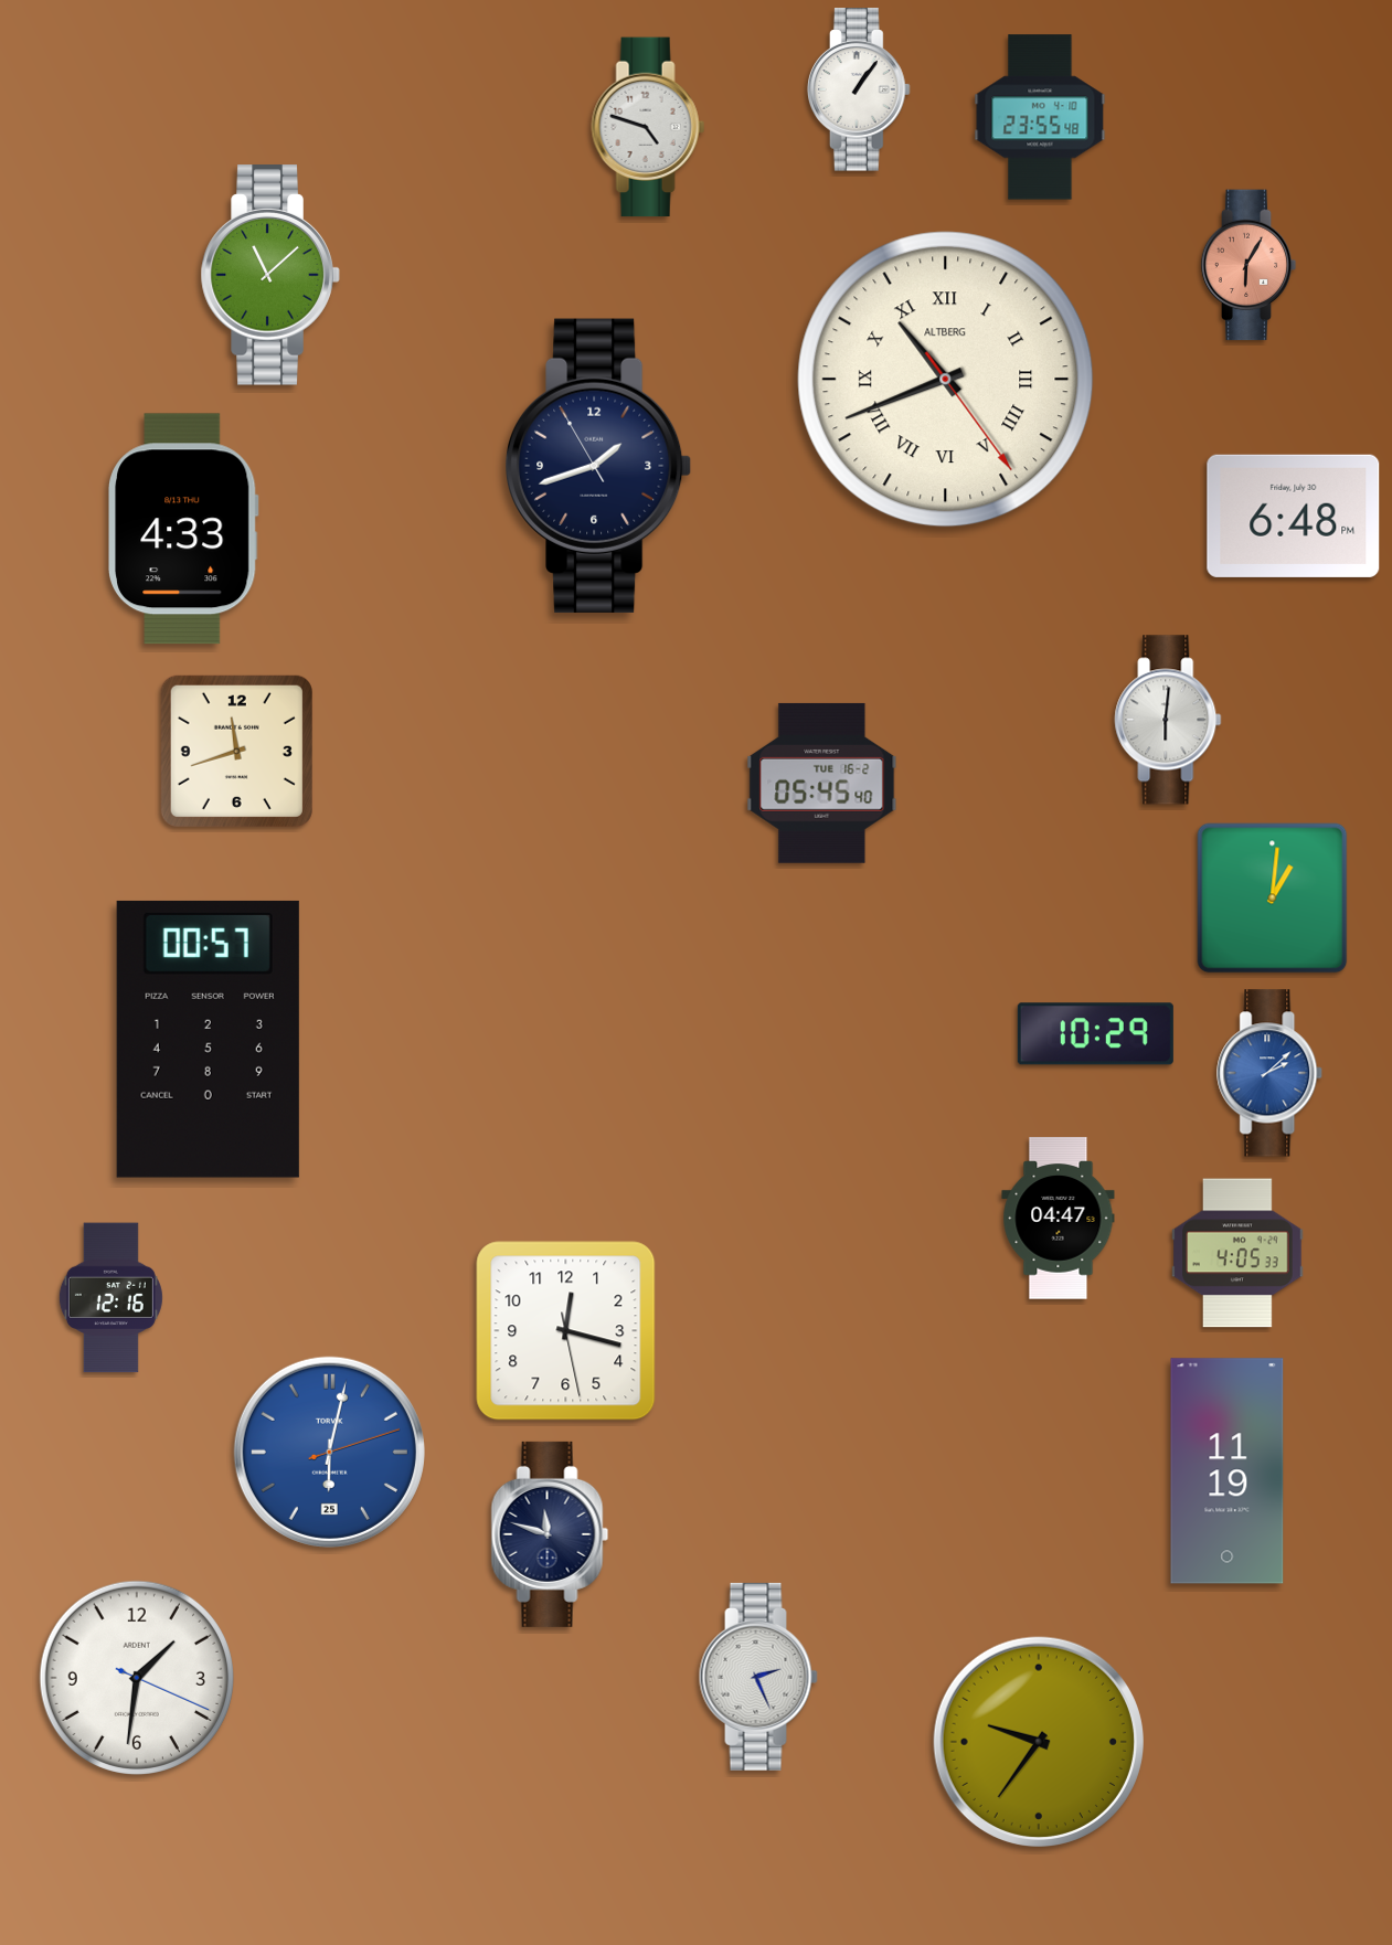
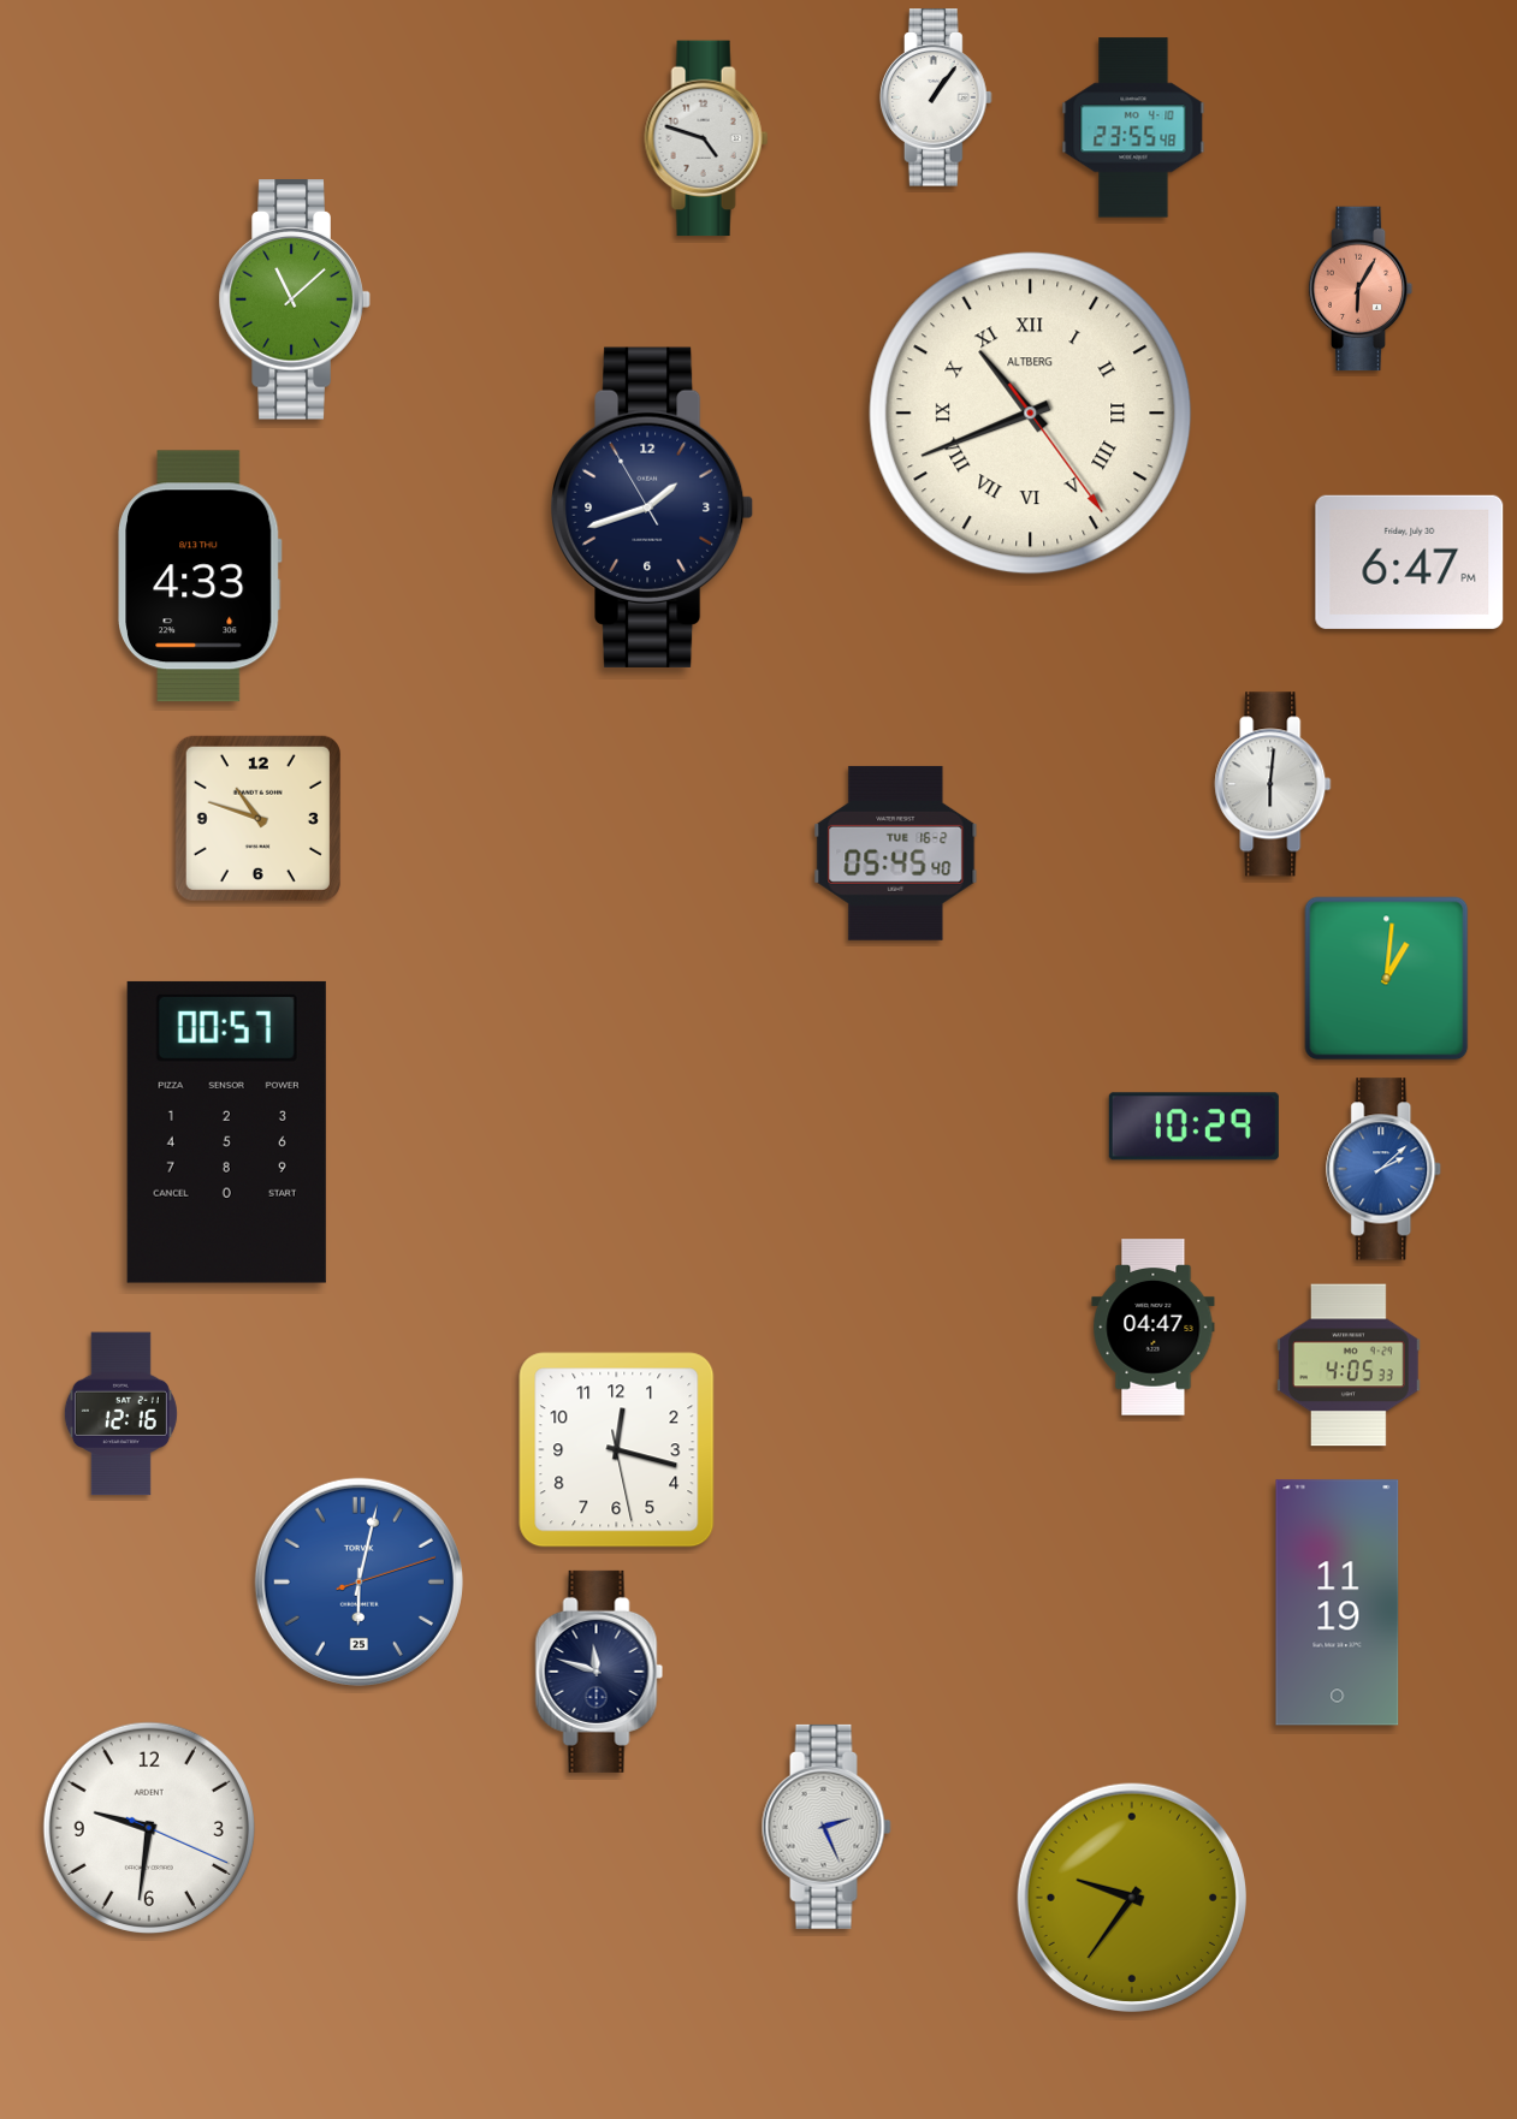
clock at (1294, 516): 6:48 -> 6:47
clock at (236, 751): 11:42 -> 10:48
clock at (137, 1678): 1:31 -> 9:31
